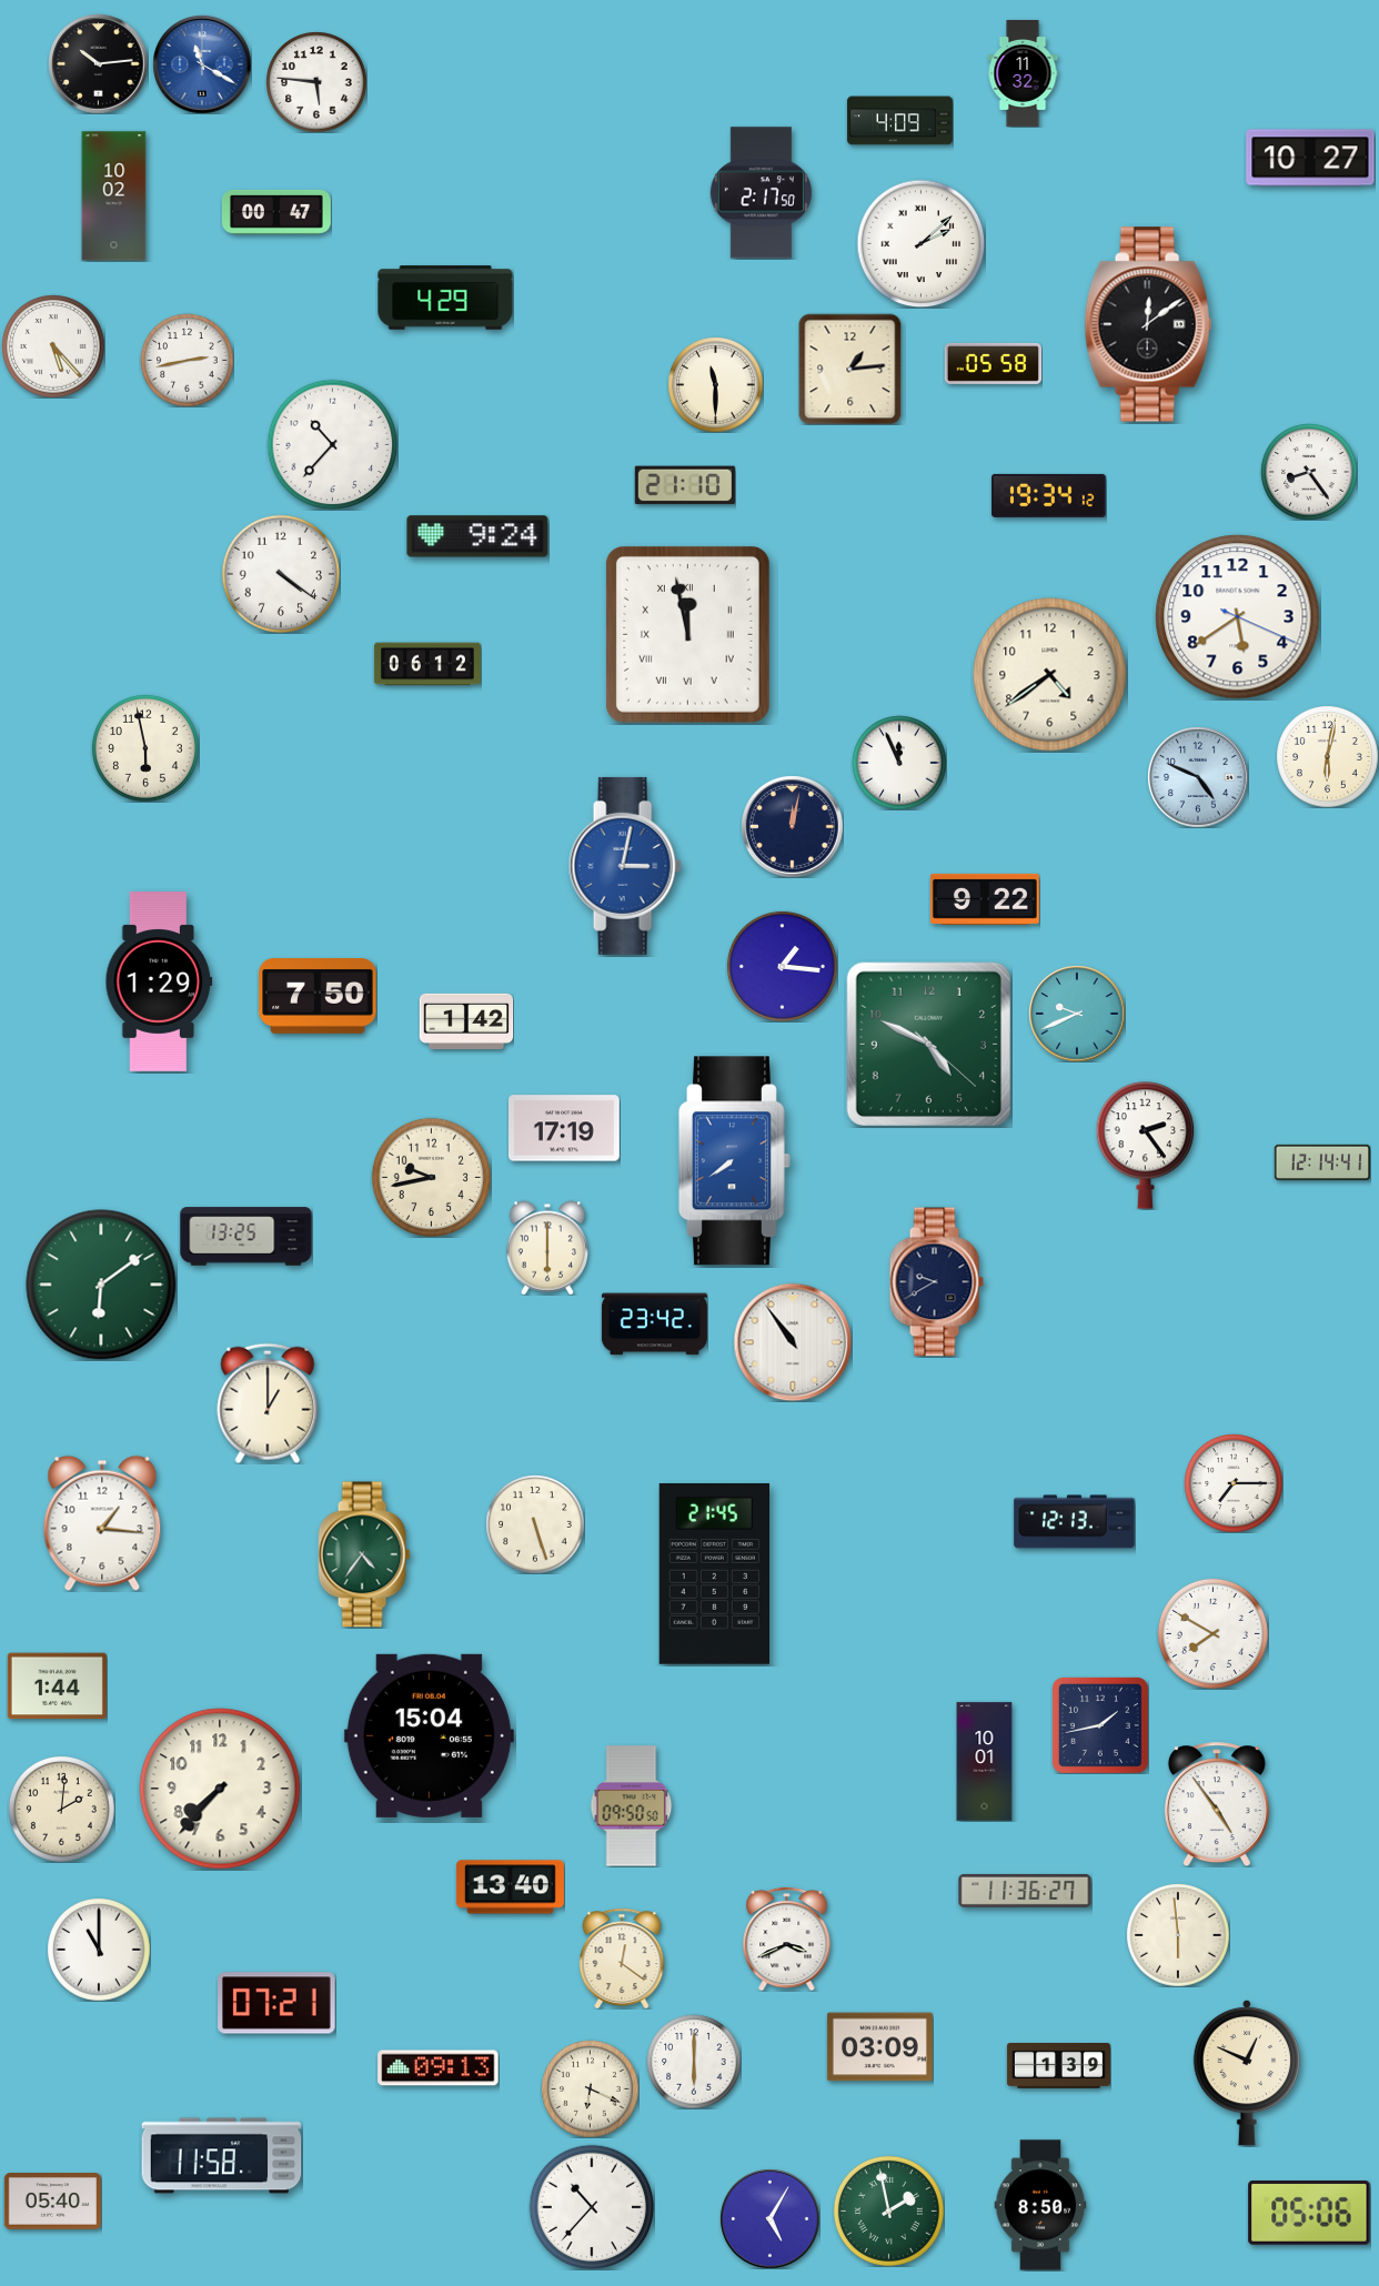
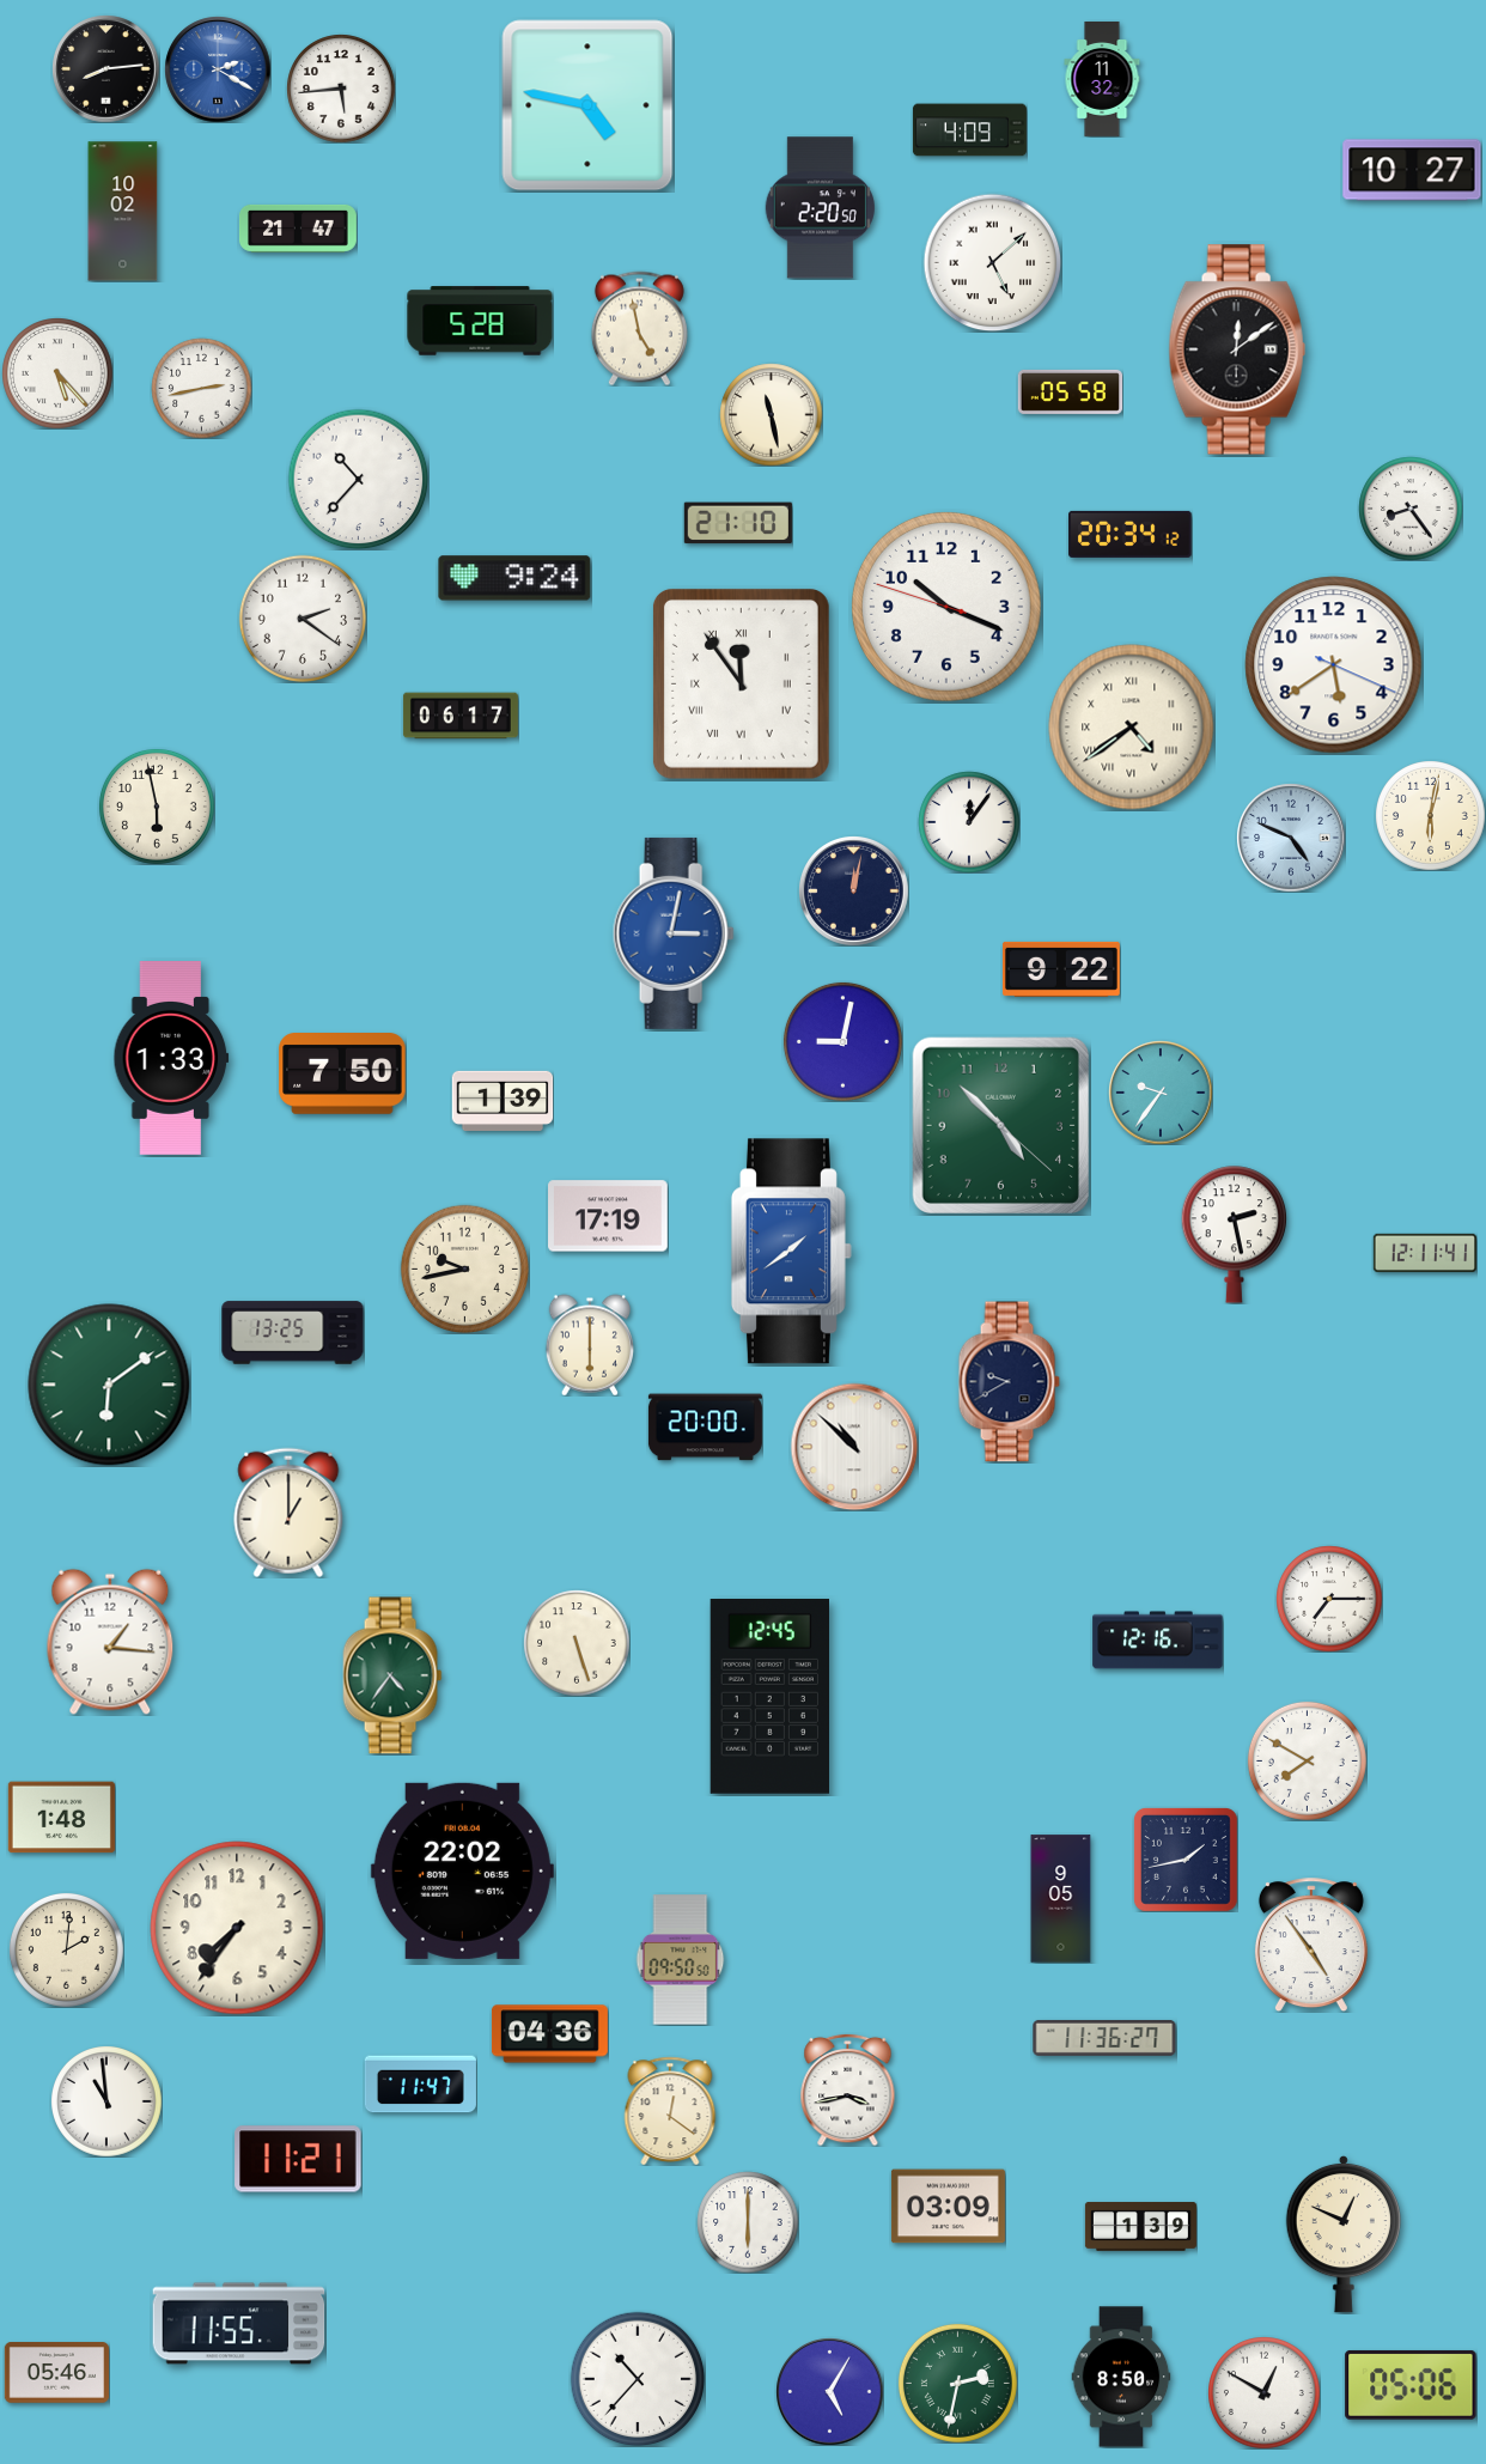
clock at (98, 63): 10:14 -> 8:14
clock at (202, 64): 11:20 -> 2:20
clock at (316, 82): 5:46 -> 5:44
clock at (587, 105): none -> 4:47
clock at (761, 193): 2:17 -> 2:20
clock at (276, 212): 00:47 -> 21:47
clock at (920, 243): 2:08 -> 5:08
clock at (445, 298): 4:29 -> 5:28
clock at (639, 328): none -> 4:58
clock at (850, 369): 1:14 -> none
clock at (715, 384): 11:30 -> 11:28
clock at (1049, 495): 19:34 -> 20:34
clock at (946, 607): none -> 10:18
clock at (281, 574): 4:21 -> 2:21
clock at (687, 634): 11:58 -> 11:54
clock at (427, 664): 06:12 -> 06:17
clock at (1050, 675) numerals: Arabic -> Roman
clock at (899, 763): 11:56 -> 12:06
clock at (782, 966): 1:16 -> 9:02
clock at (159, 983): 1:29 -> 1:33
clock at (1077, 1014): 9:41 -> 9:36
clock at (466, 1020): 1:42 -> 1:39
clock at (928, 1044): 4:49 -> 4:52
clock at (1146, 1146): 2:24 -> 2:28
clock at (734, 1161): 7:39 -> 1:39
clock at (1322, 1161): 12:14 -> 12:11
clock at (246, 1237) position: (246, 1237) -> (293, 1333)
clock at (654, 1325): 23:42 -> 20:00
clock at (793, 1342): 10:54 -> 10:52
clock at (1075, 1522): 12:13 -> 12:16
clock at (715, 1573): 21:45 -> 12:45
clock at (57, 1686): 1:44 -> 1:48
clock at (429, 1735): 15:04 -> 22:02
clock at (985, 1762): 10:01 -> 9:05
clock at (220, 1789): 7:37 -> 7:36
clock at (632, 1806) position: (632, 1806) -> (681, 1960)
clock at (510, 1887): 13:40 -> 04:36
clock at (420, 2085): none -> 11:47
clock at (1178, 1935): 5:59 -> none
clock at (787, 1938): 3:41 -> 3:43
clock at (99, 1950): 11:00 -> 10:59
clock at (276, 2003): 07:21 -> 11:21
clock at (439, 2068): 09:13 -> none
clock at (590, 2088): 6:19 -> none
clock at (222, 2156): 11:58 -> 11:55
clock at (52, 2202): 05:40 -> 05:46
clock at (888, 2211): 1:58 -> 2:32
clock at (1265, 2393): none -> 12:50
